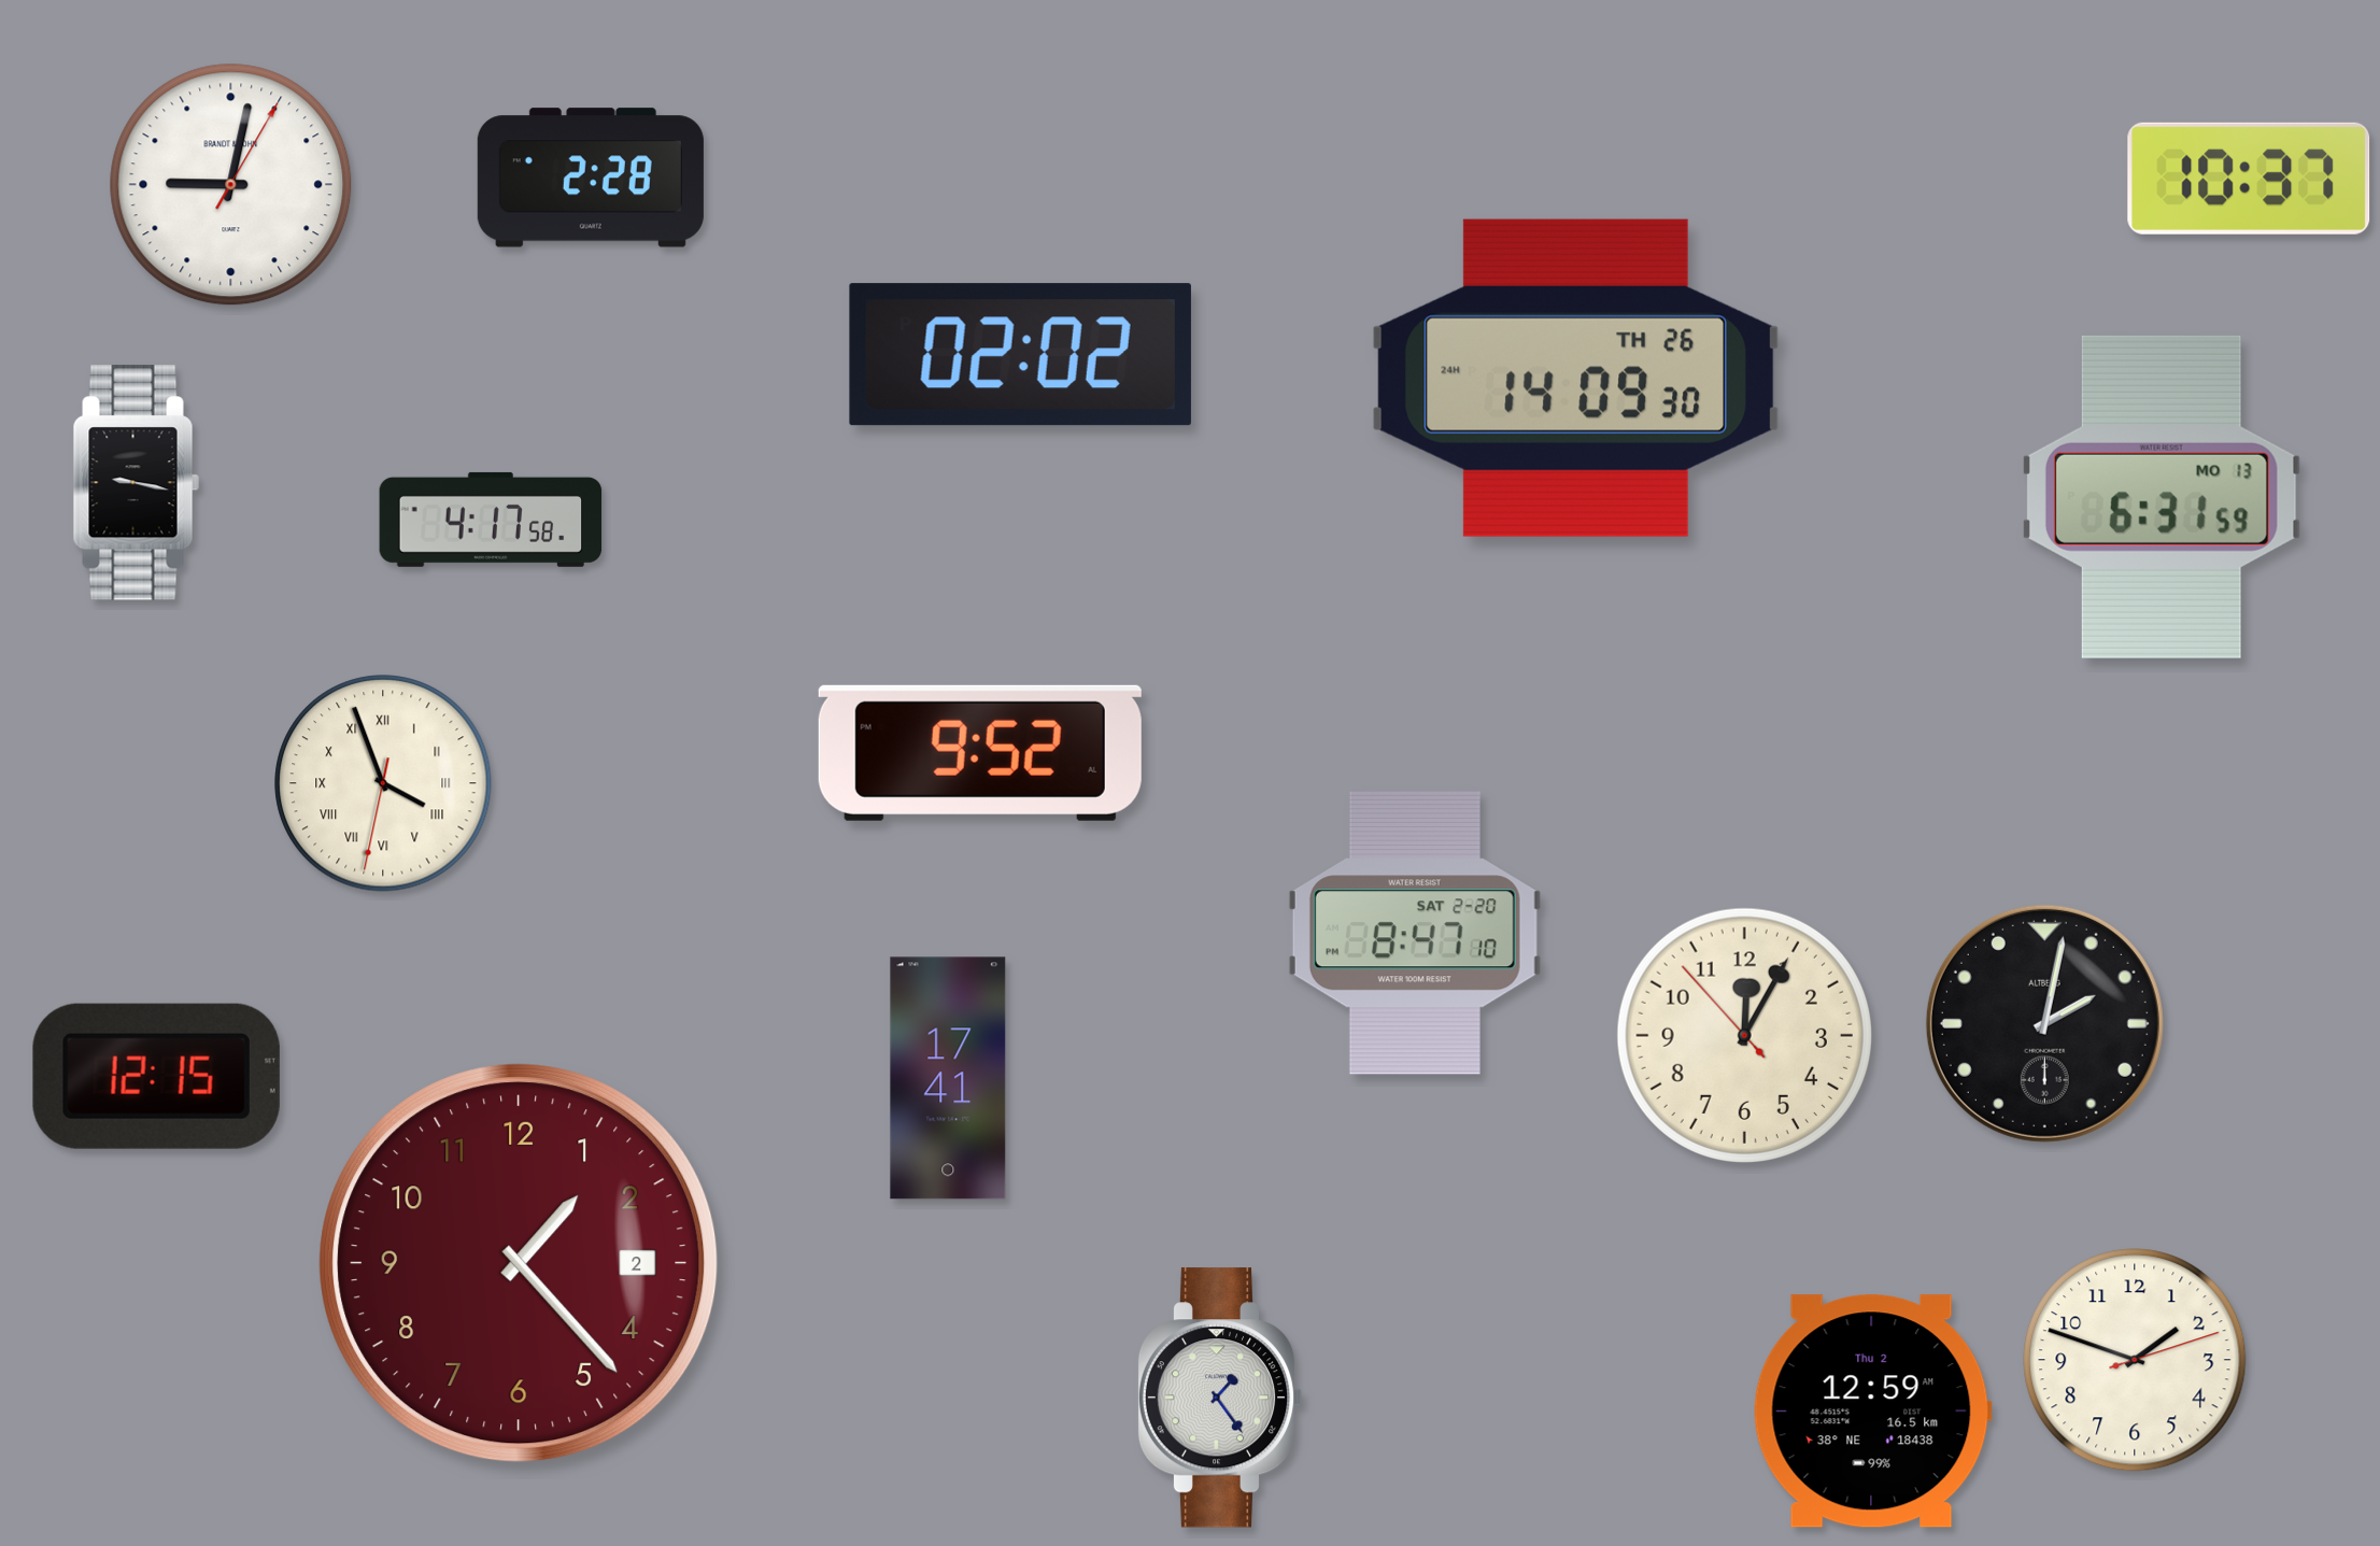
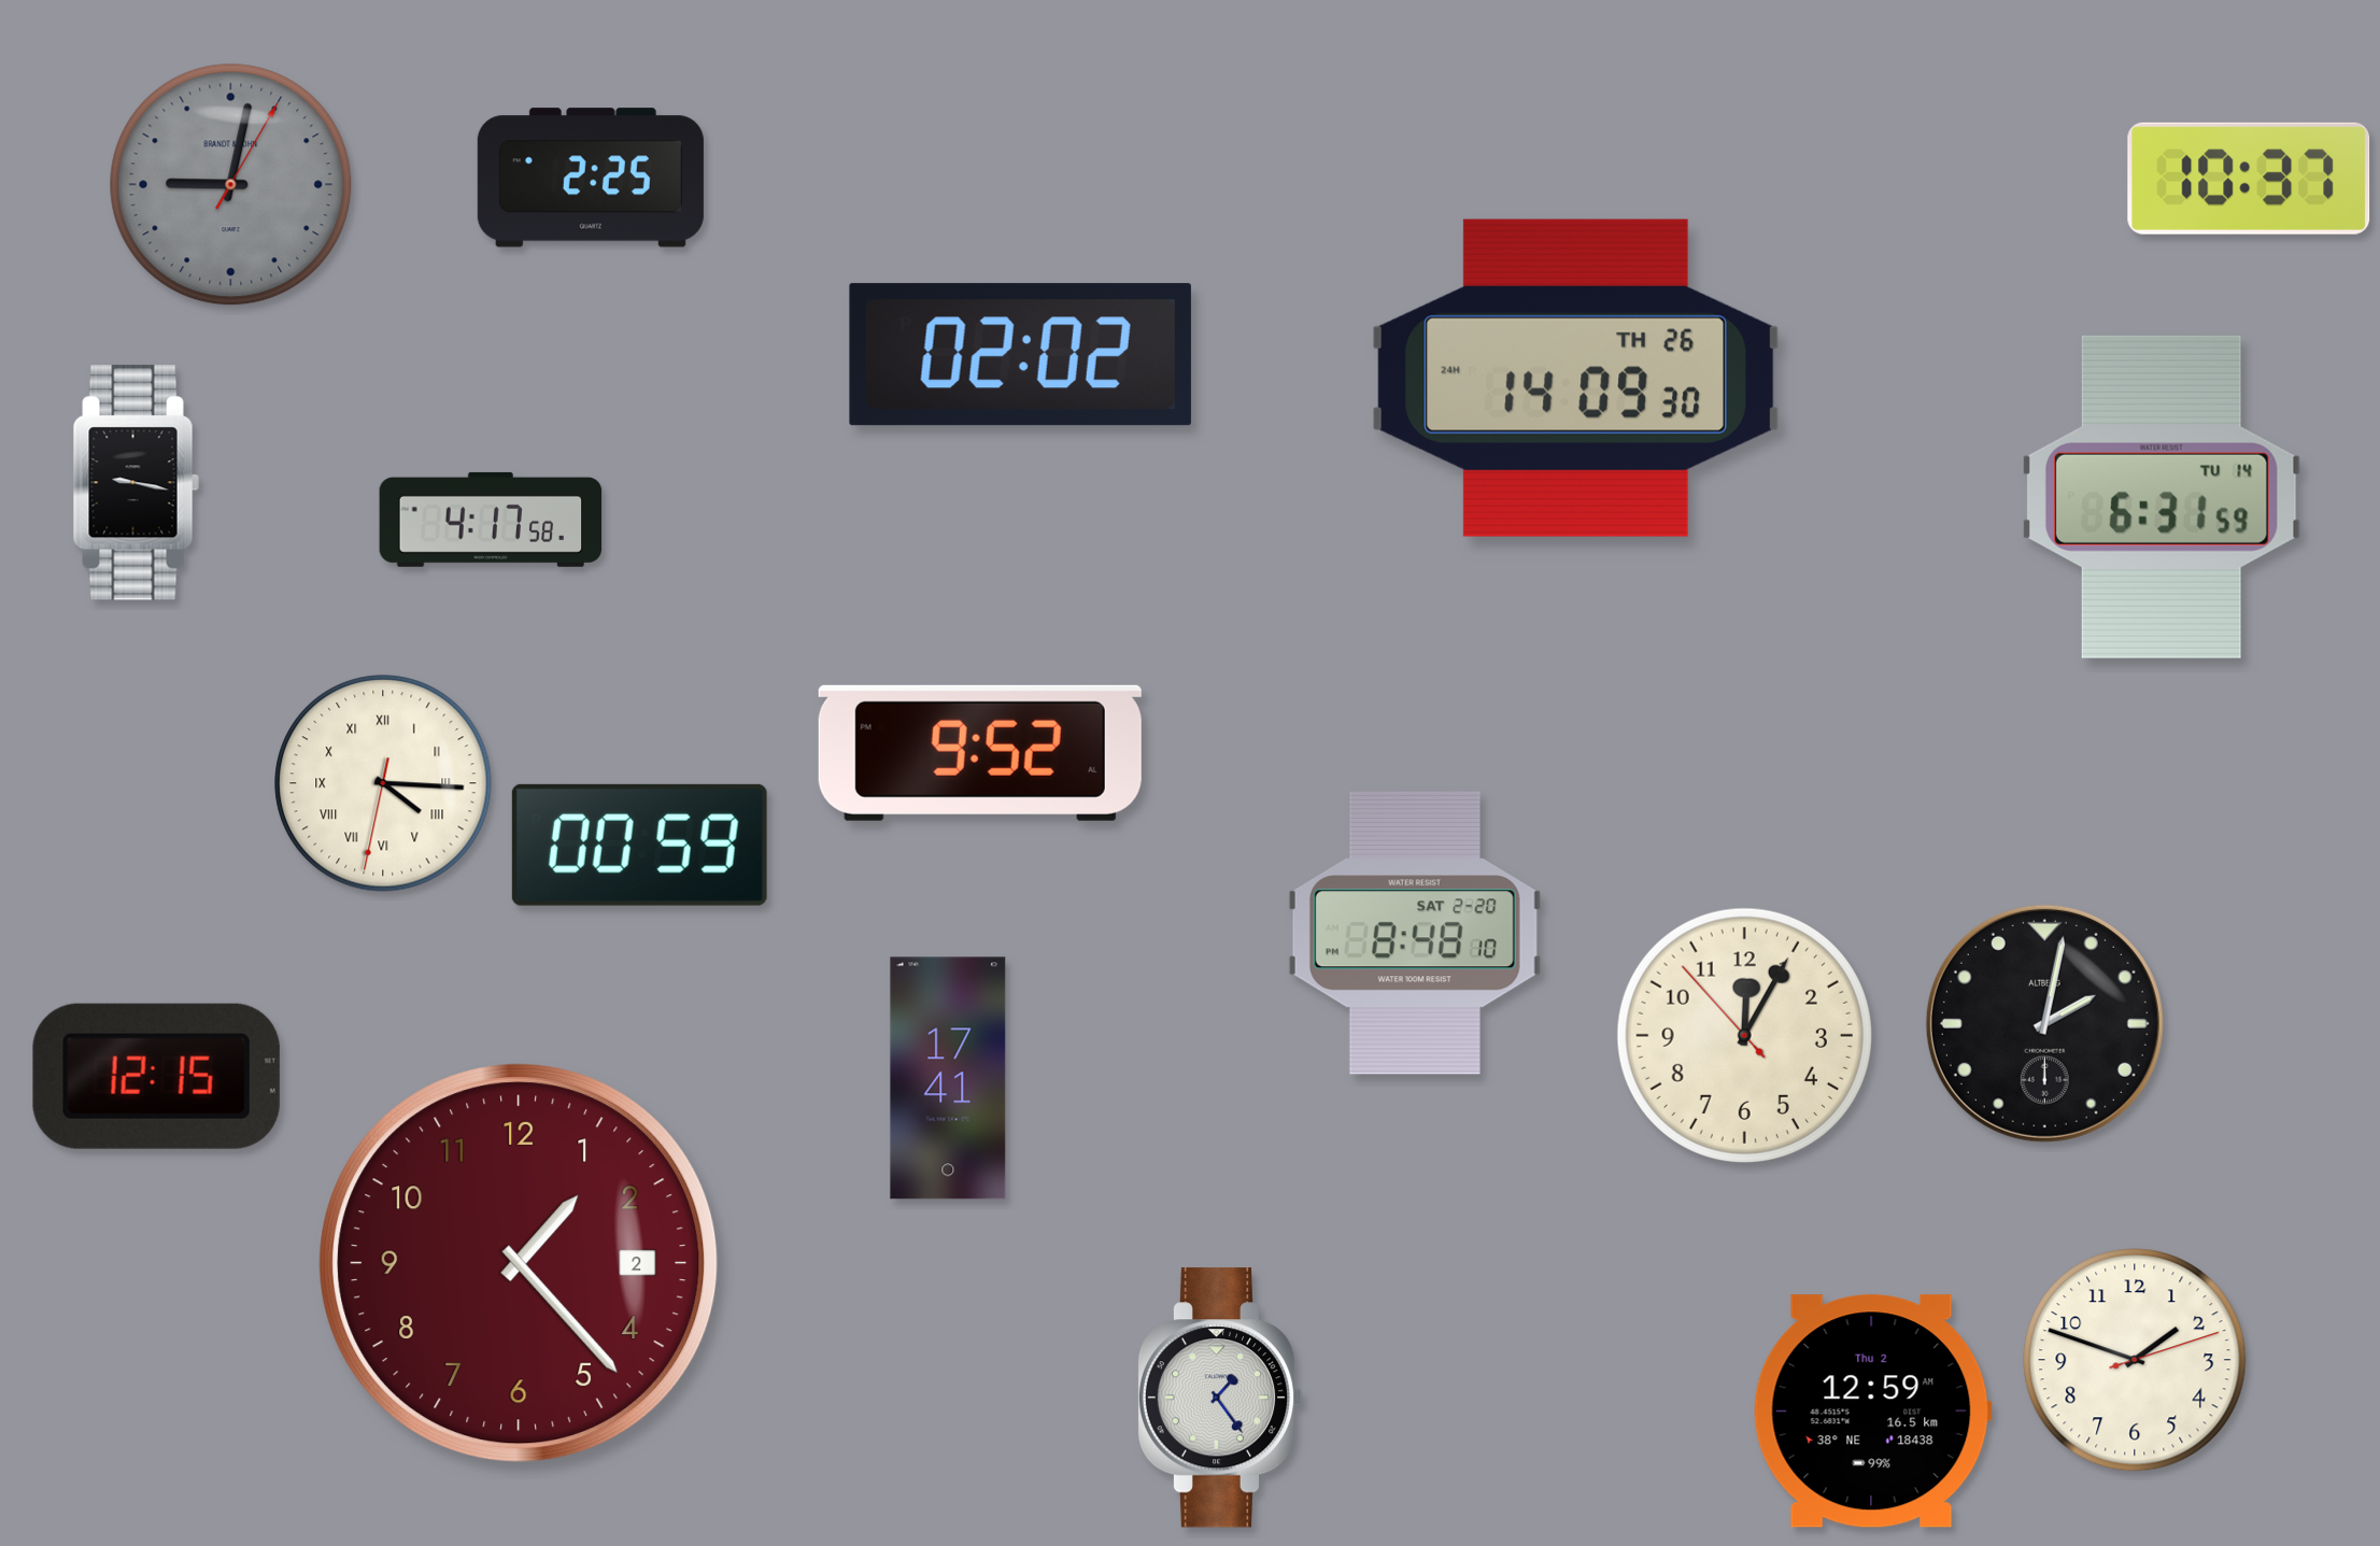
clock at (591, 178): 2:28 -> 2:25
clock at (231, 185) dial: white -> grey
clock at (2162, 497) date: MO 13 -> TU 14
clock at (383, 783): 3:56 -> 4:15
clock at (639, 845): none -> 00:59
clock at (1415, 933): 8:47 -> 8:48
